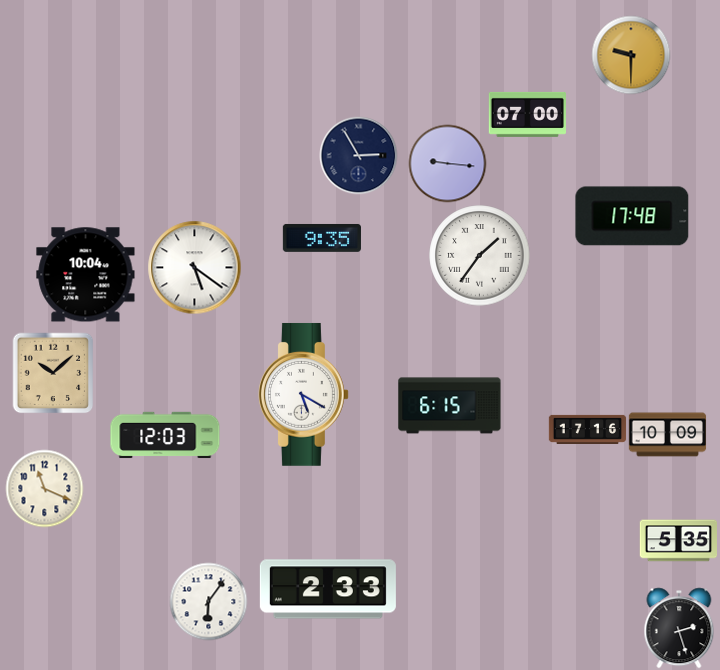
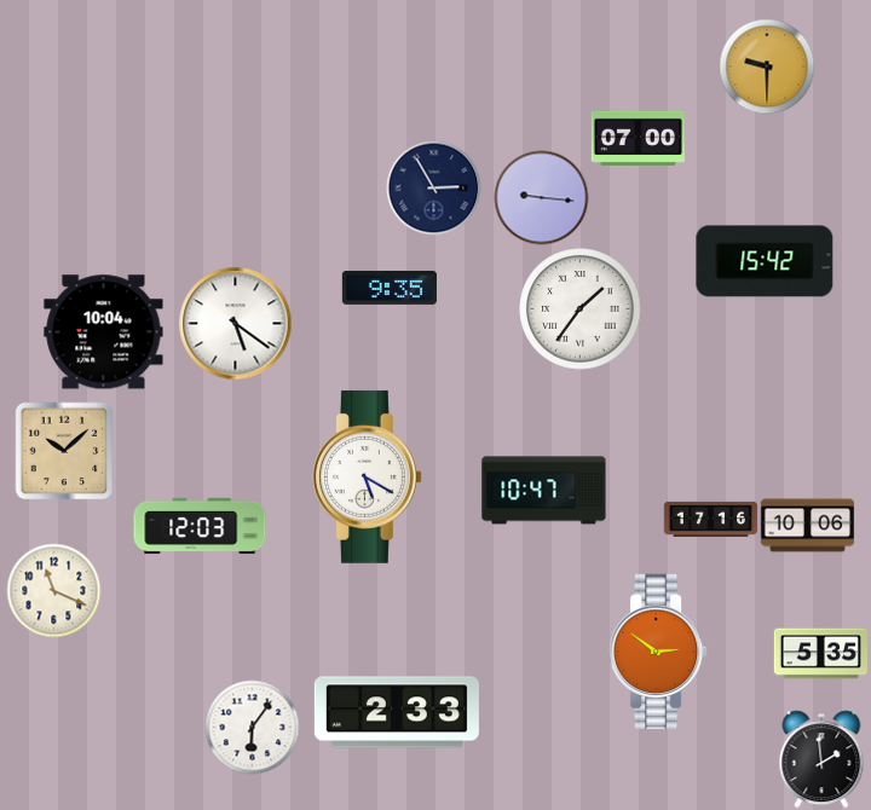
clock at (631, 55) position: (631, 55) -> (767, 66)
clock at (632, 216): 17:48 -> 15:42
clock at (450, 406): 6:15 -> 10:47
clock at (667, 435): 10:09 -> 10:06
clock at (658, 652): none -> 2:51
clock at (679, 628): 2:27 -> 1:59
